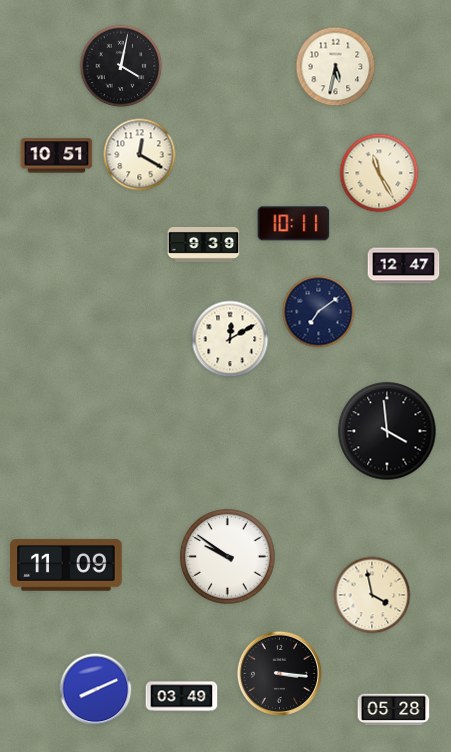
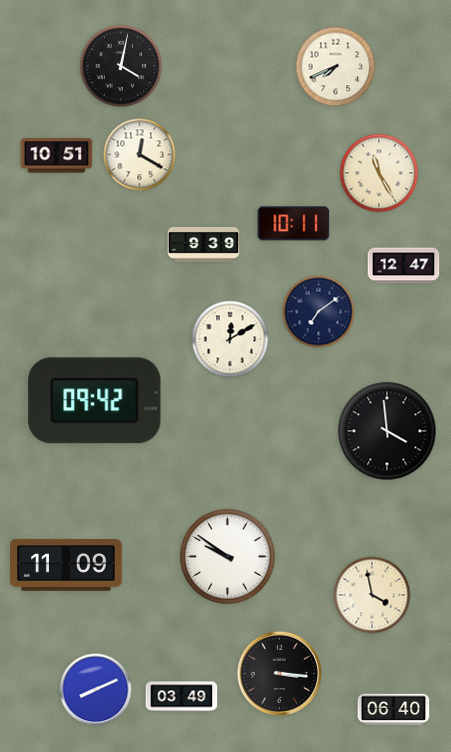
clock at (336, 67): 5:32 -> 7:41
clock at (95, 401): none -> 09:42
clock at (394, 710): 05:28 -> 06:40
